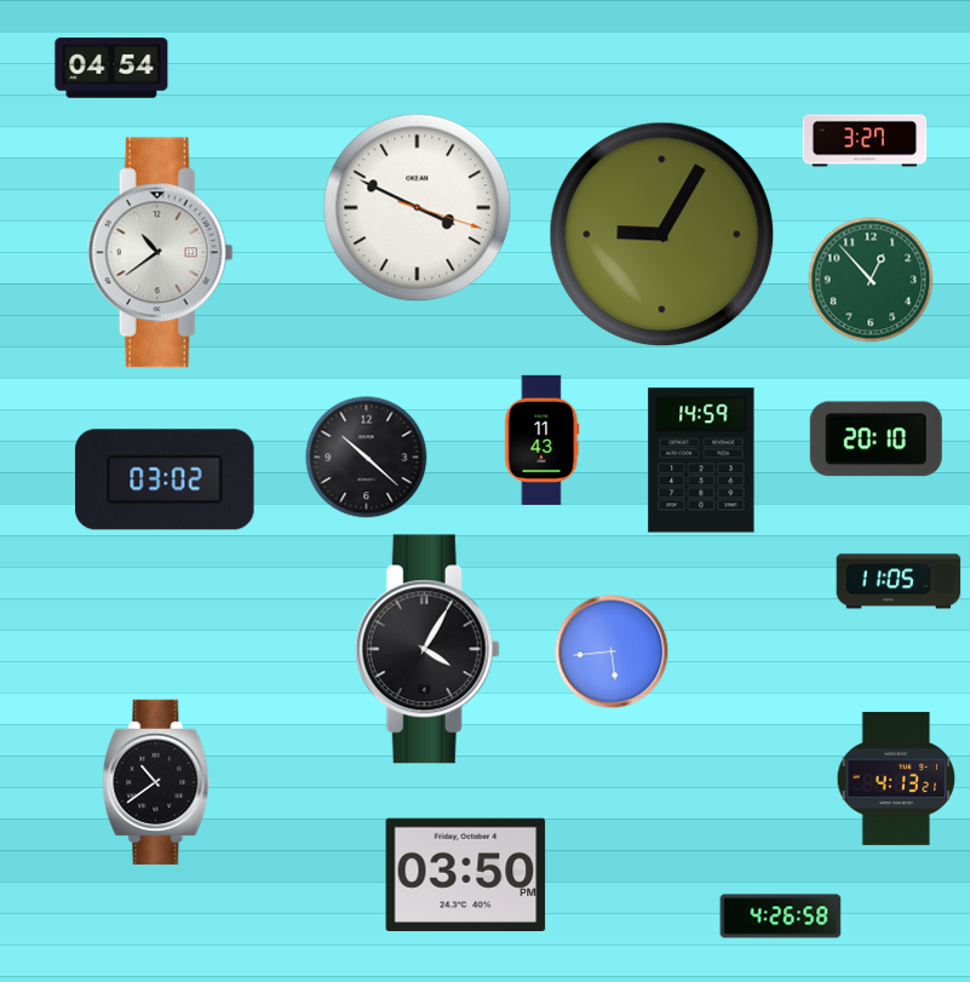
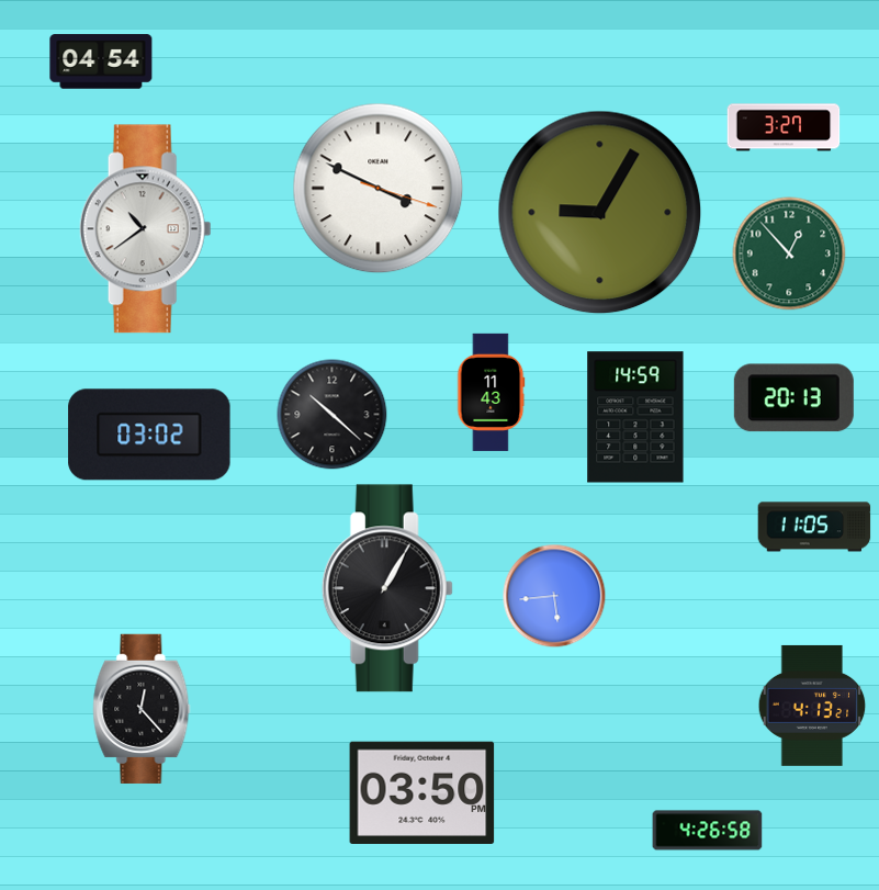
clock at (543, 440) position: (543, 440) -> (492, 392)
clock at (876, 440): 20:10 -> 20:13
clock at (427, 649): 4:05 -> 1:05
clock at (612, 651) position: (612, 651) -> (554, 596)
clock at (156, 782): 10:39 -> 12:23
